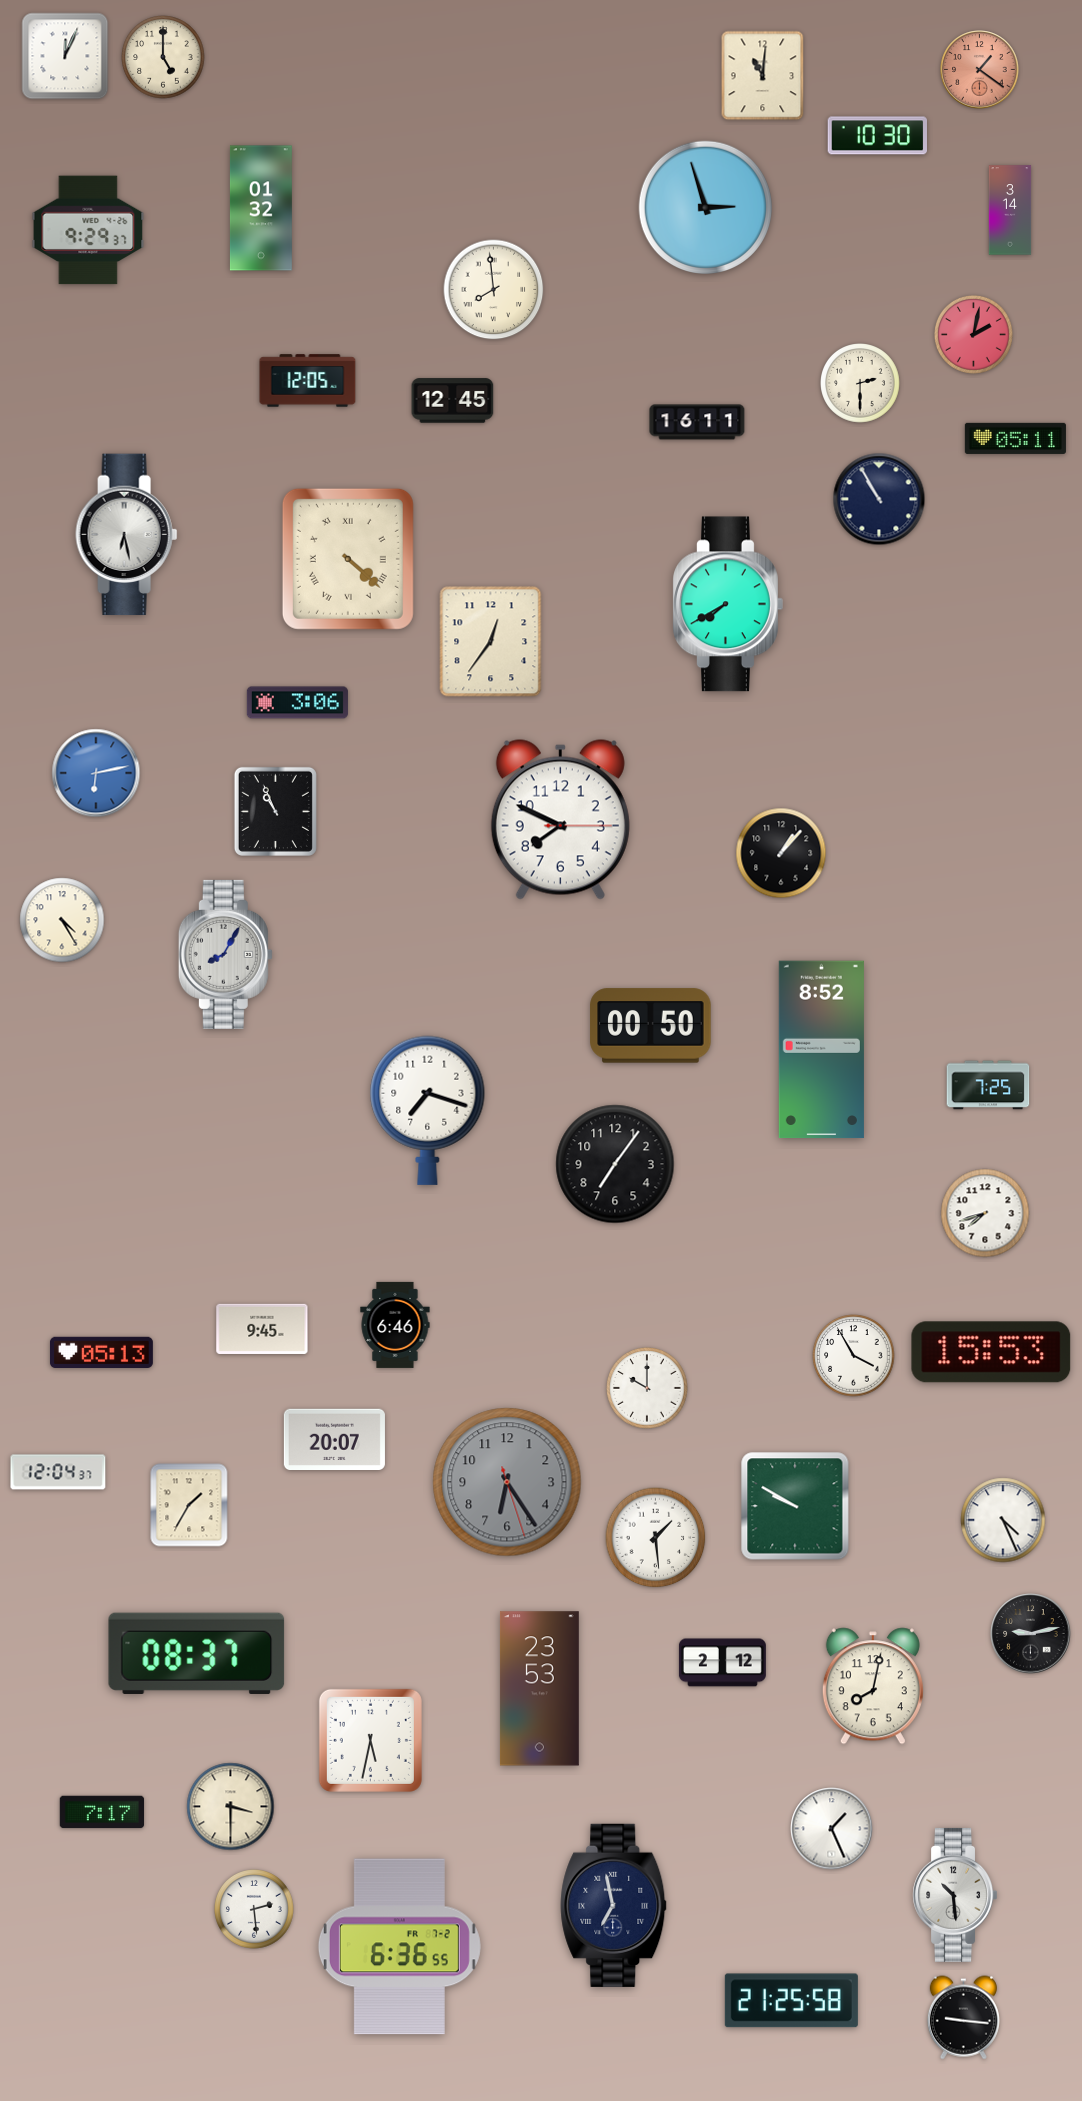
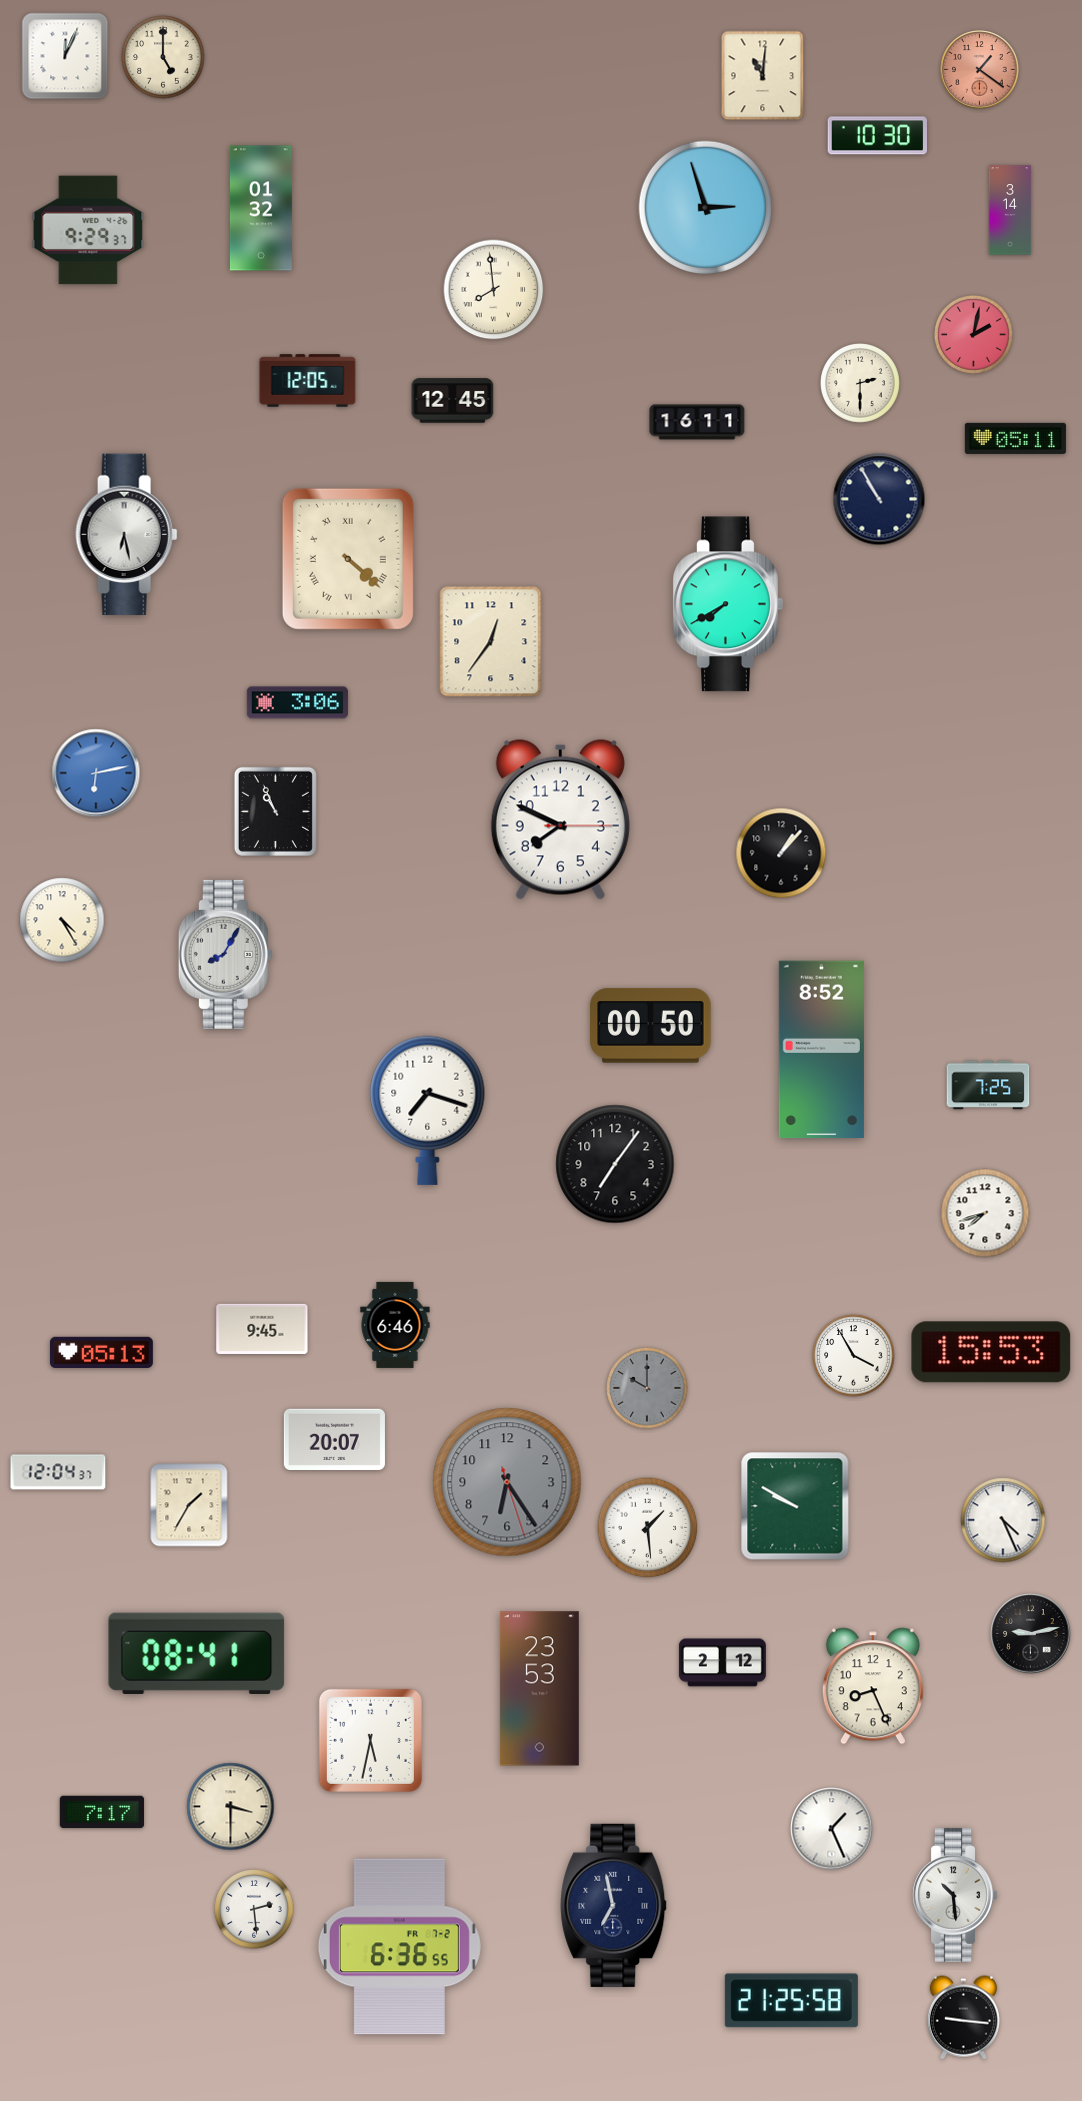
clock at (647, 1388) dial: white -> grey
clock at (656, 1538) position: (656, 1538) -> (648, 1528)
clock at (197, 1653): 08:37 -> 08:41
clock at (873, 1686): 8:02 -> 8:26
